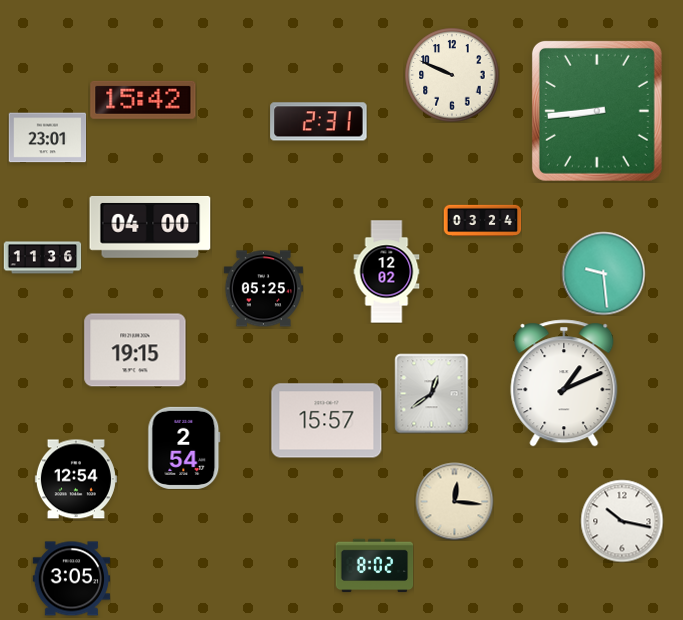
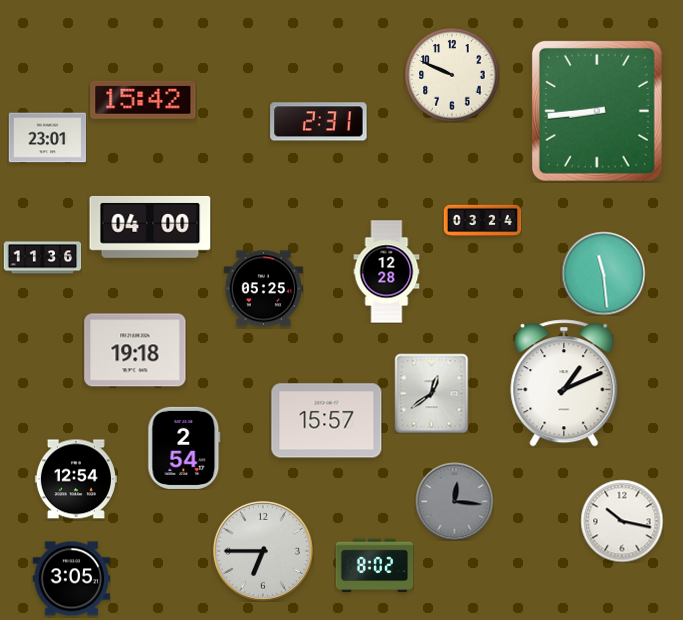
clock at (387, 272): 12:02 -> 12:28
clock at (603, 273): 9:29 -> 11:29
clock at (135, 350): 19:15 -> 19:18
clock at (454, 501) dial: cream -> grey
clock at (263, 551): none -> 6:45
